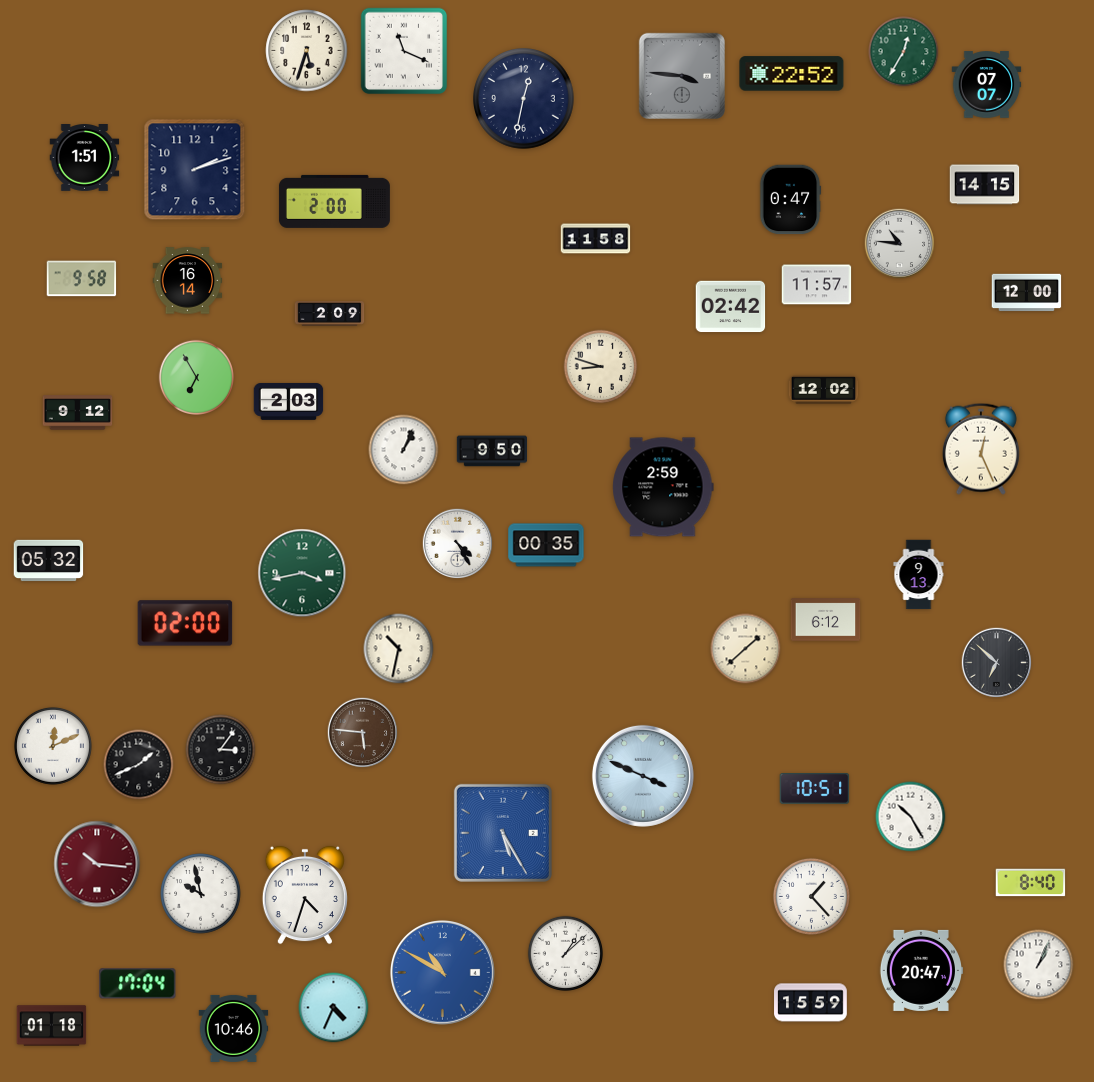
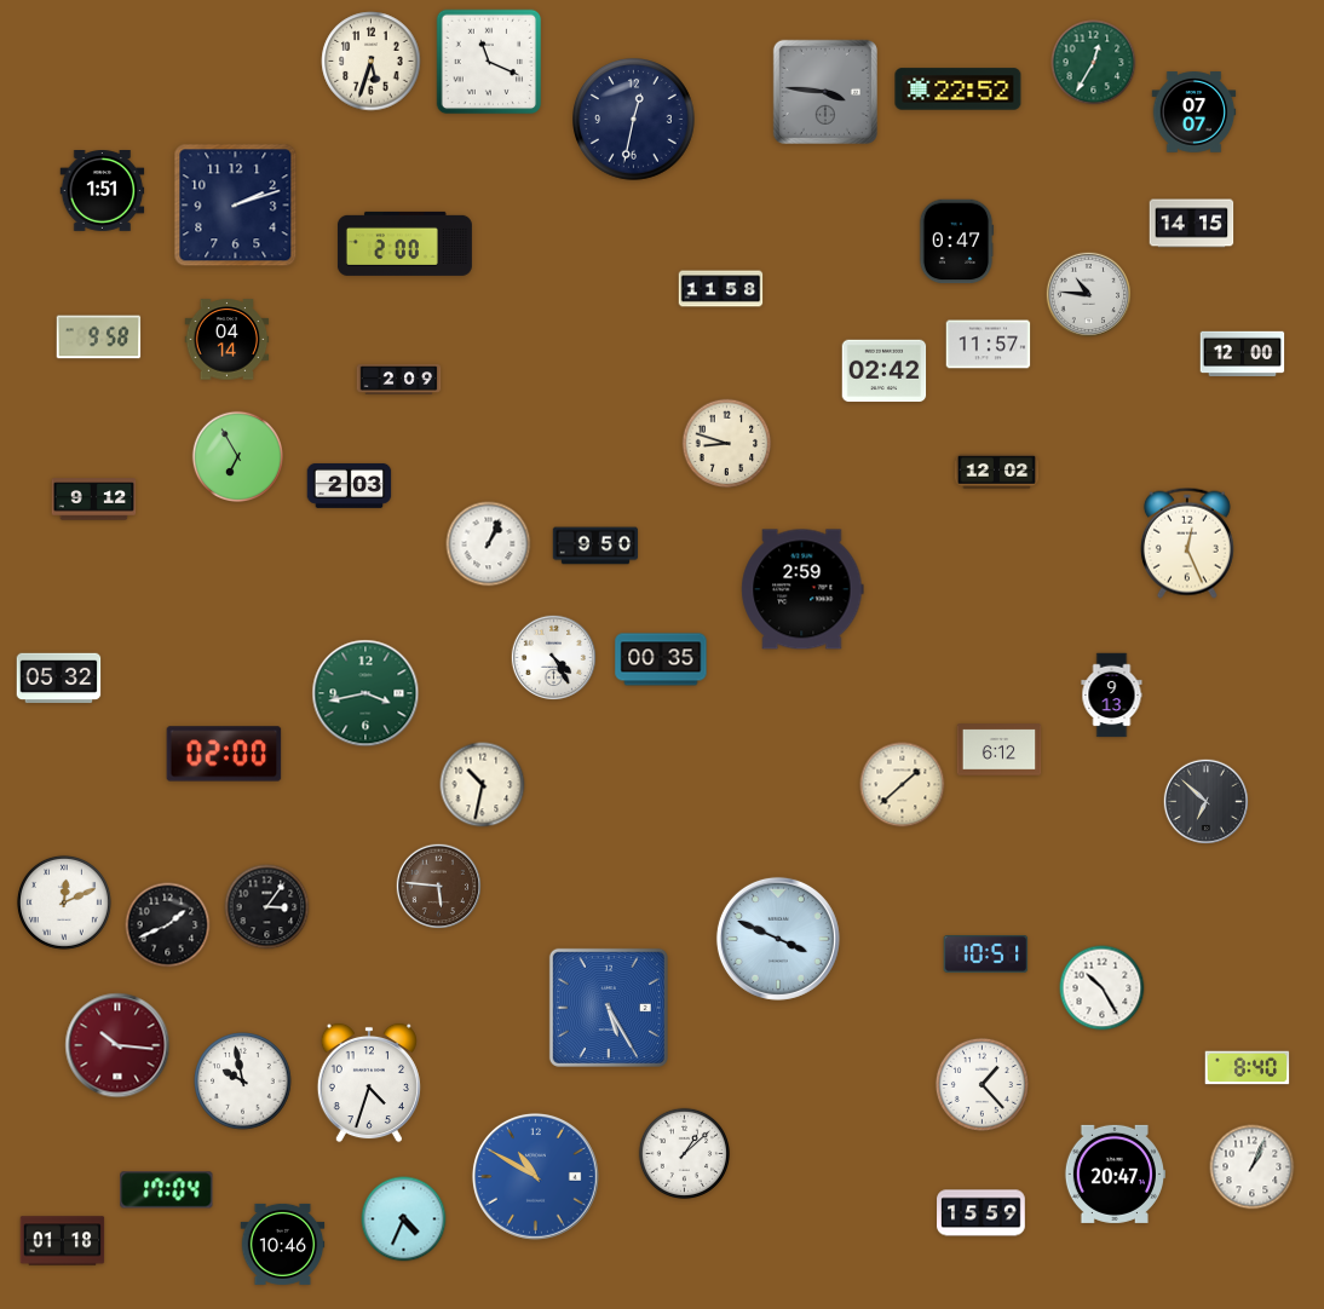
clock at (987, 85) position: (987, 85) -> (1195, 113)
clock at (188, 281): 16:14 -> 04:14
clock at (1039, 965) position: (1039, 965) -> (1253, 1167)
